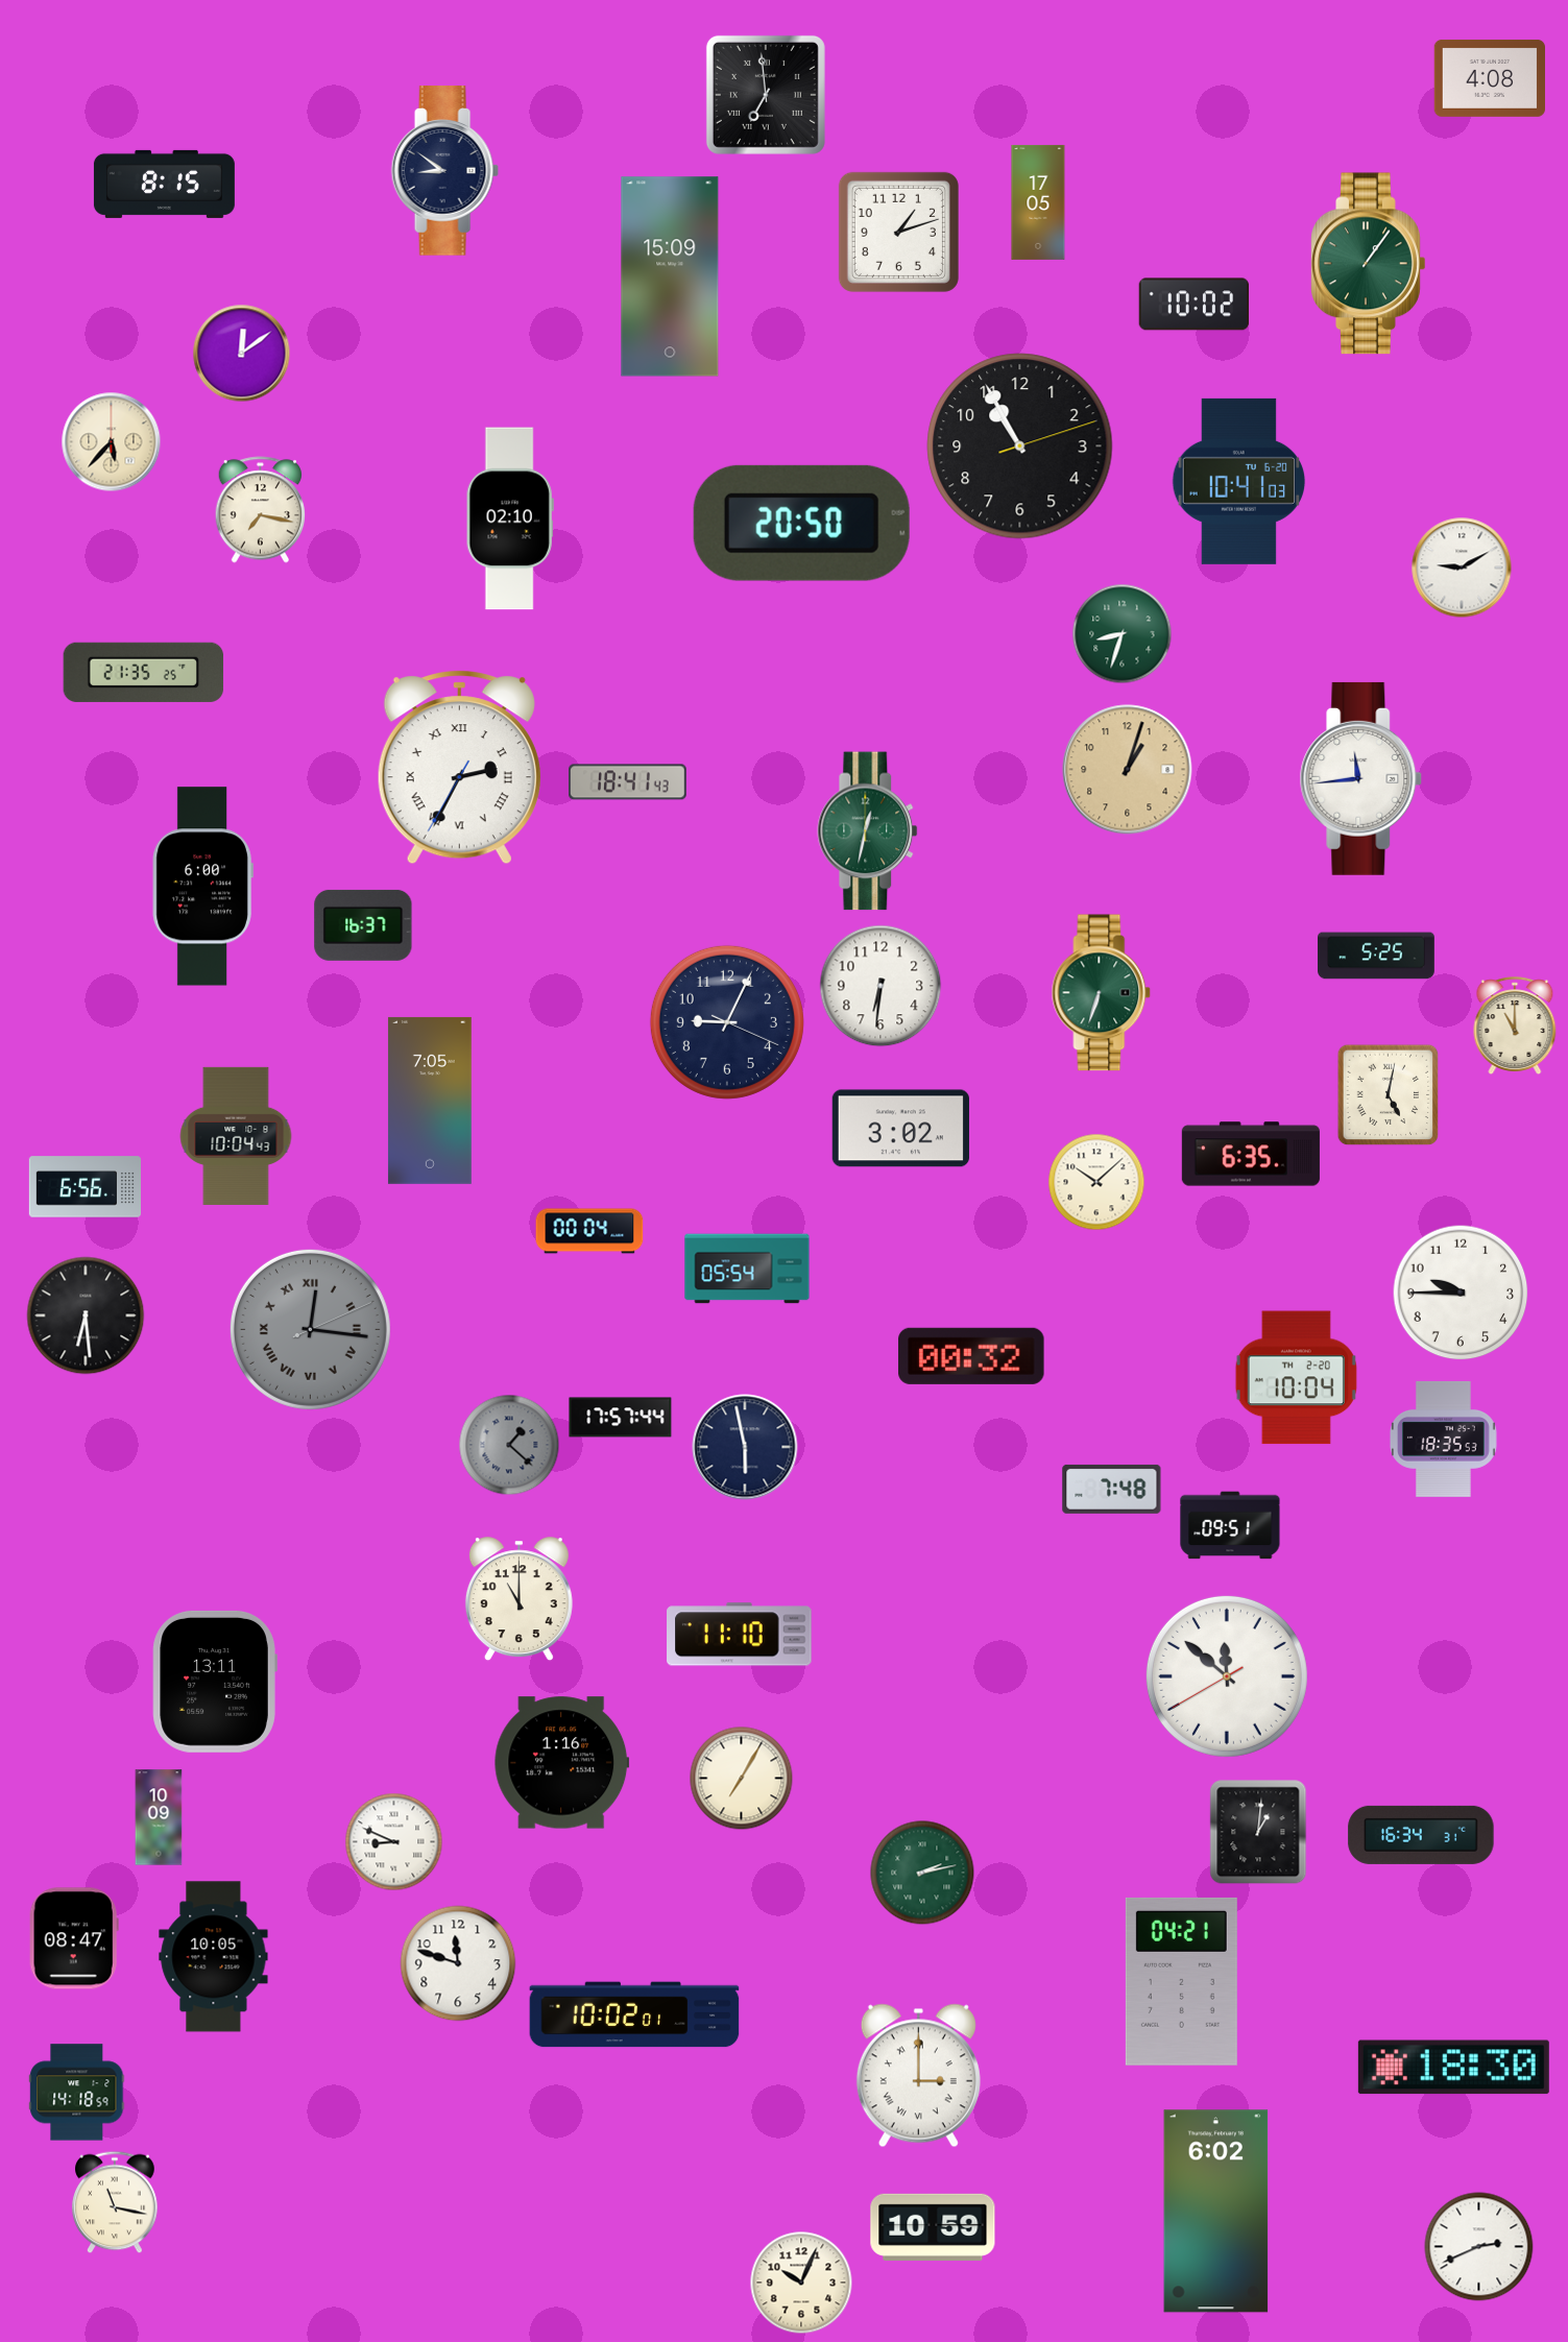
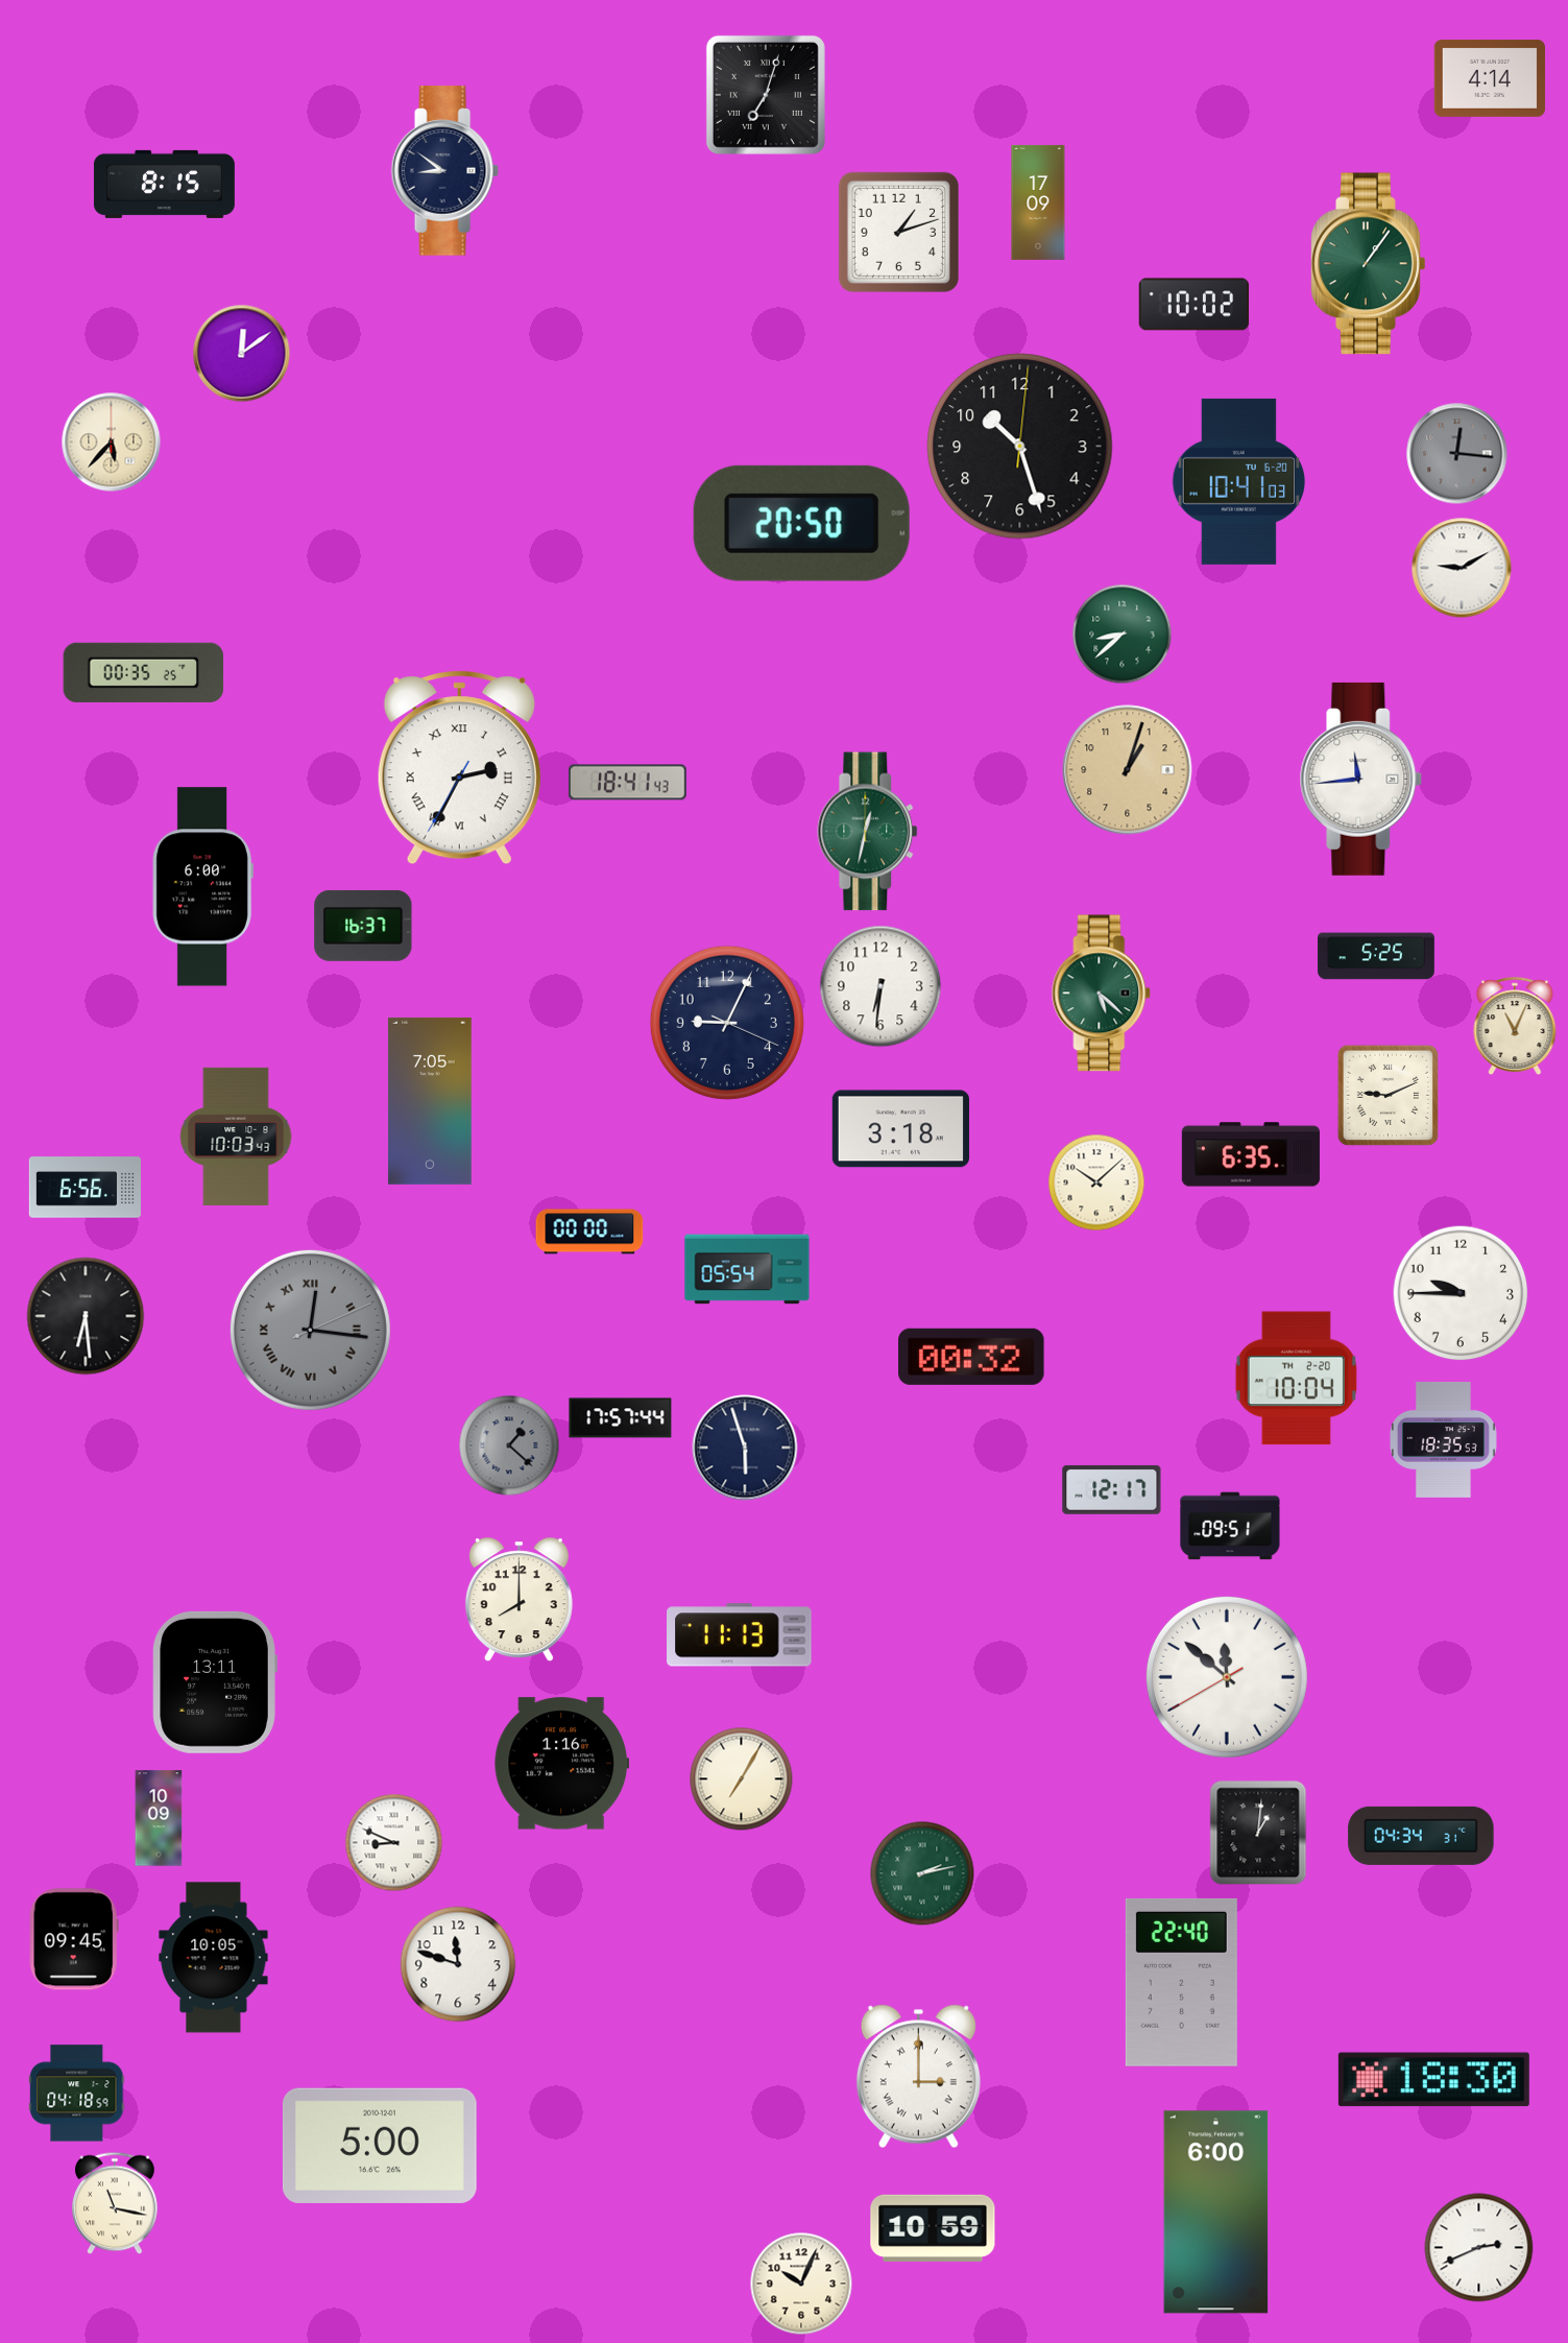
clock at (1489, 78): 4:08 -> 4:14
clock at (766, 95): 6:59 -> 7:03
clock at (1038, 202): 17:05 -> 17:09
clock at (670, 276): 15:09 -> none
clock at (1020, 446): 10:55 -> 10:27
clock at (1457, 454): none -> 12:16
clock at (261, 510): 7:17 -> none
clock at (510, 518): 02:10 -> none
clock at (1123, 634): 8:33 -> 8:38
clock at (144, 672): 21:35 -> 00:35
clock at (1102, 993): 6:33 -> 5:22
clock at (1515, 1025): 11:00 -> 11:04
clock at (1389, 1095): 5:02 -> 9:11
clock at (900, 1129): 3:02 -> 3:18
clock at (236, 1136): 10:04 -> 10:03
clock at (589, 1231): 00:04 -> 00:00
clock at (745, 1447): 5:58 -> 5:57
clock at (1112, 1489): 7:48 -> 12:17
clock at (518, 1599): 11:00 -> 8:00
clock at (740, 1635): 11:10 -> 11:13
clock at (1421, 1835): 16:34 -> 04:34
clock at (74, 1938): 08:47 -> 09:45
clock at (1181, 1981): 04:21 -> 22:40
clock at (634, 2014): 10:02 -> none
clock at (1453, 2068) position: (1453, 2068) -> (1433, 2080)
clock at (77, 2093): 14:18 -> 04:18
clock at (380, 2146): none -> 5:00
clock at (1216, 2212): 6:02 -> 6:00
